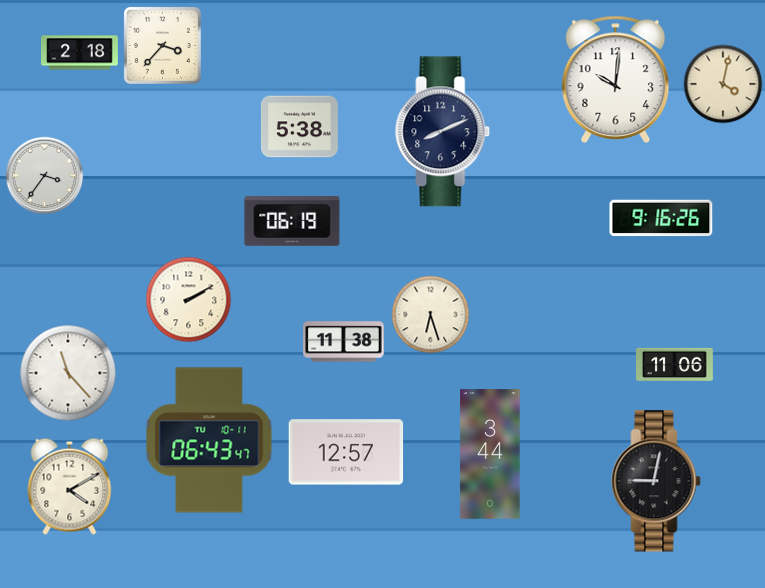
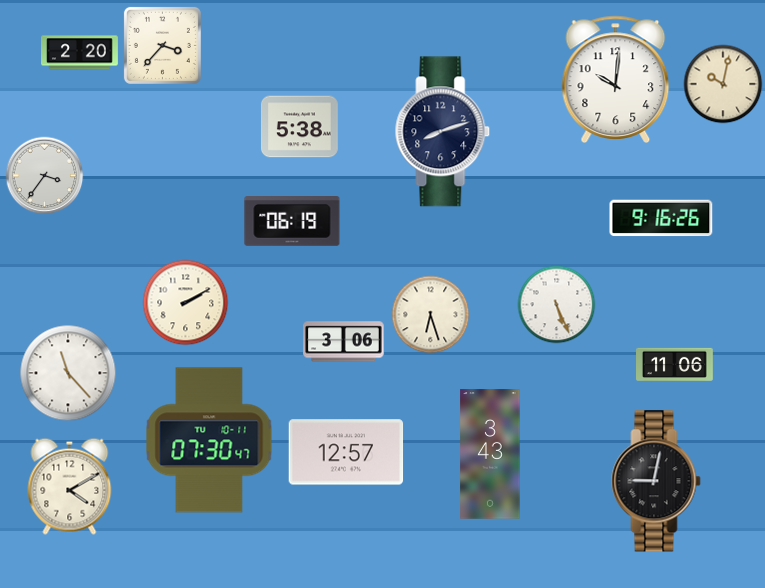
clock at (80, 53): 2:18 -> 2:20
clock at (723, 84): 4:02 -> 10:02
clock at (443, 132): 8:11 -> 8:12
clock at (188, 299) position: (188, 299) -> (185, 302)
clock at (556, 304): none -> 5:26
clock at (344, 342): 11:38 -> 3:06
clock at (209, 440): 06:43 -> 07:30
clock at (490, 454): 3:44 -> 3:43
